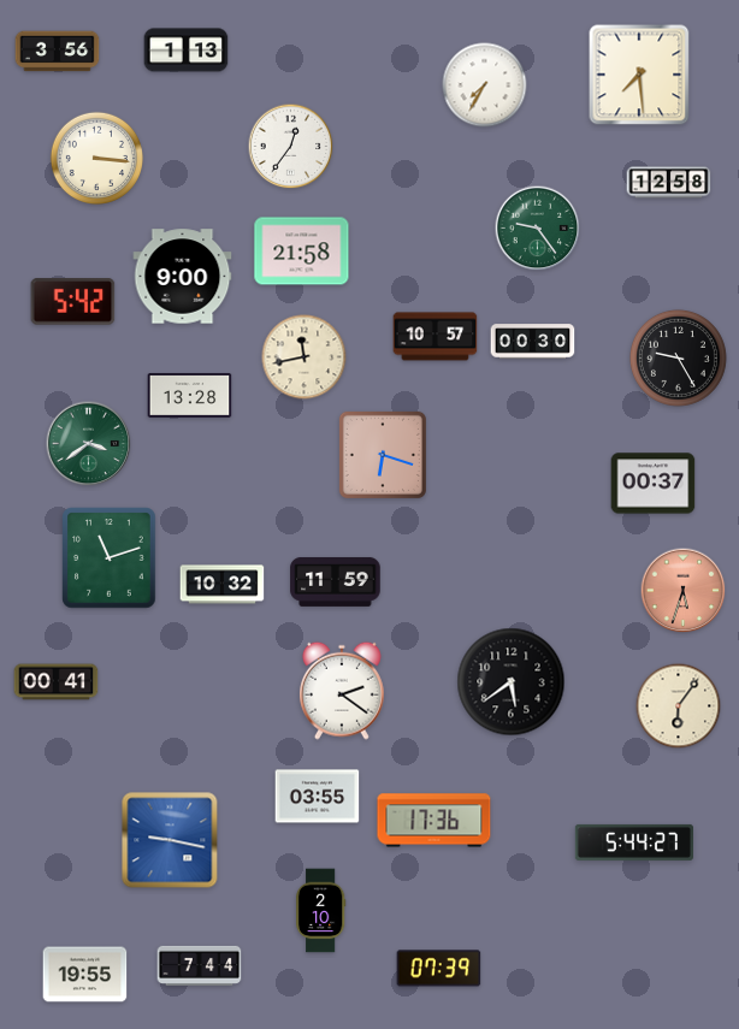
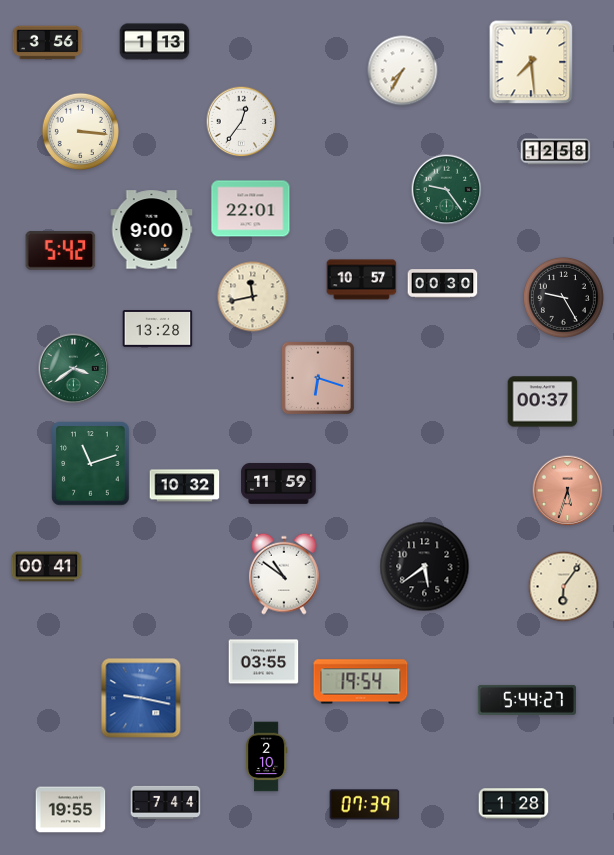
clock at (302, 252): 21:58 -> 22:01
clock at (342, 691): 2:21 -> 10:51
clock at (434, 821): 17:36 -> 19:54
clock at (514, 804): none -> 1:28
